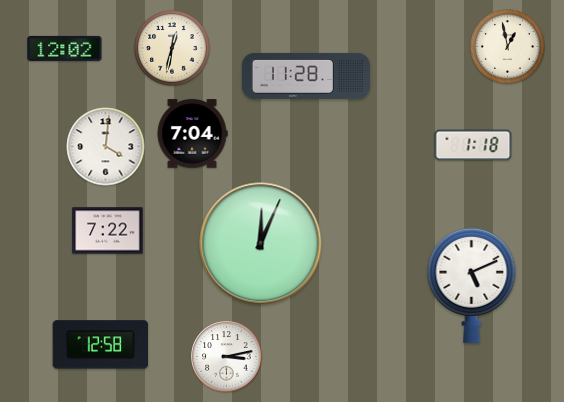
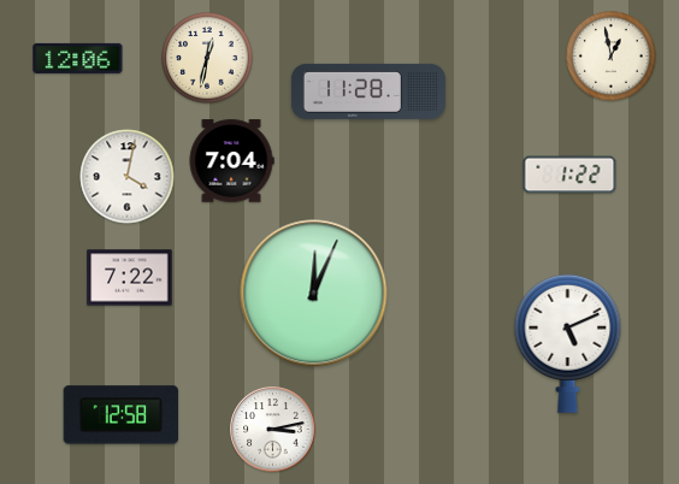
clock at (65, 48): 12:02 -> 12:06
clock at (473, 145): 1:18 -> 1:22
clock at (106, 147): 4:01 -> 4:02
